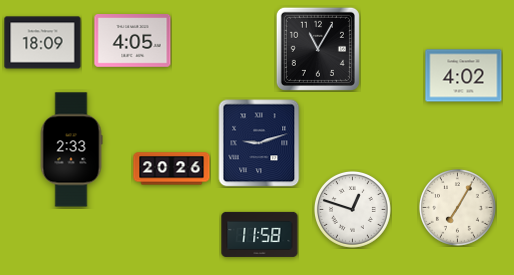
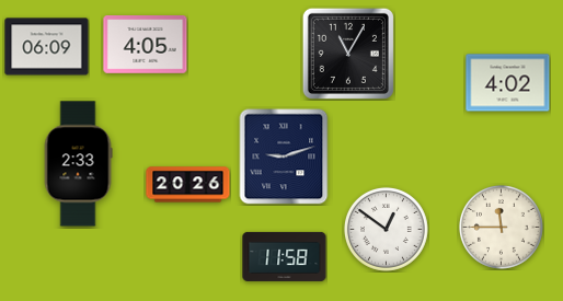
clock at (43, 43): 18:09 -> 06:09
clock at (457, 207): 7:05 -> 11:45
clock at (352, 209): 12:48 -> 12:51
